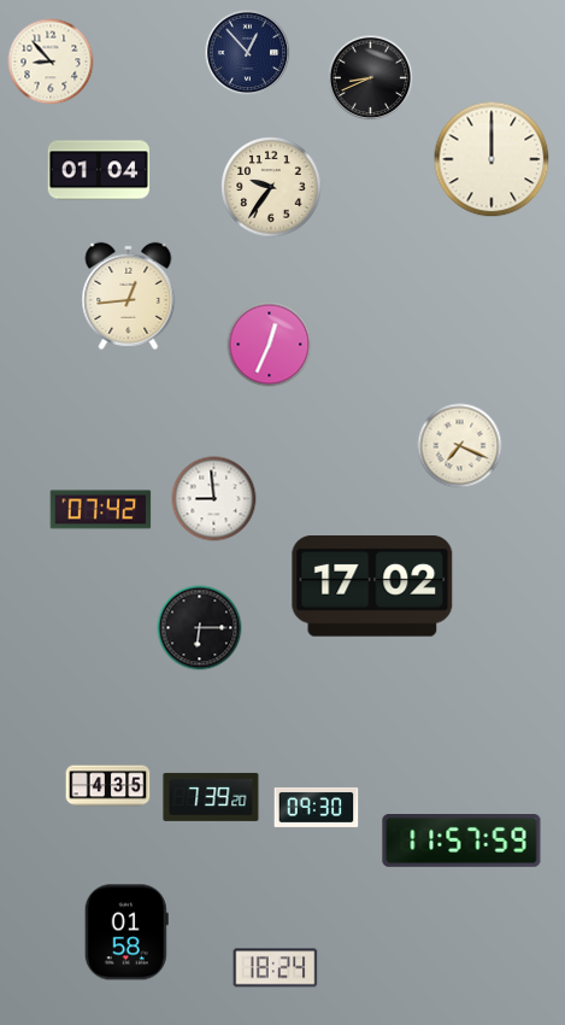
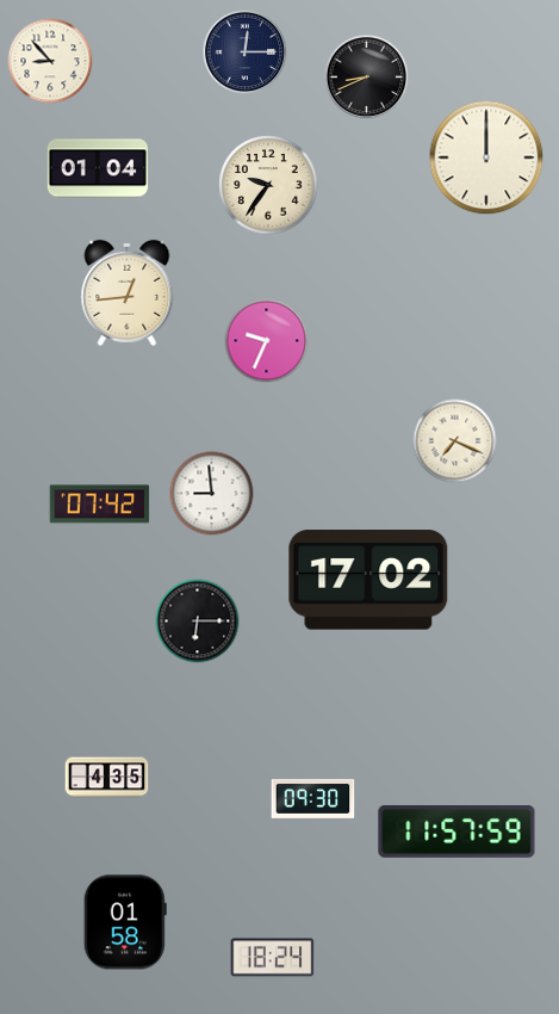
clock at (248, 53): 12:53 -> 12:15
clock at (270, 345): 12:34 -> 9:34
clock at (211, 797): 7:39 -> none
